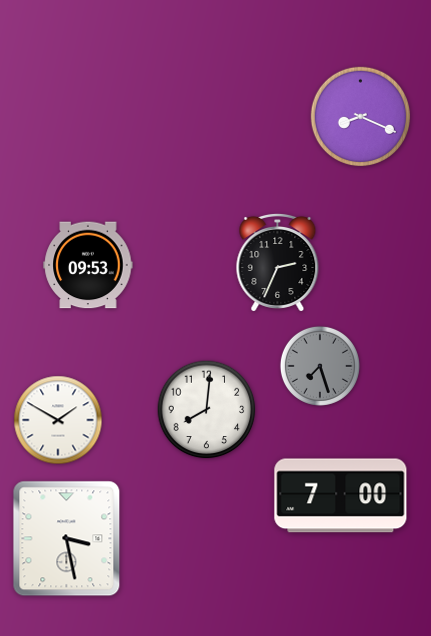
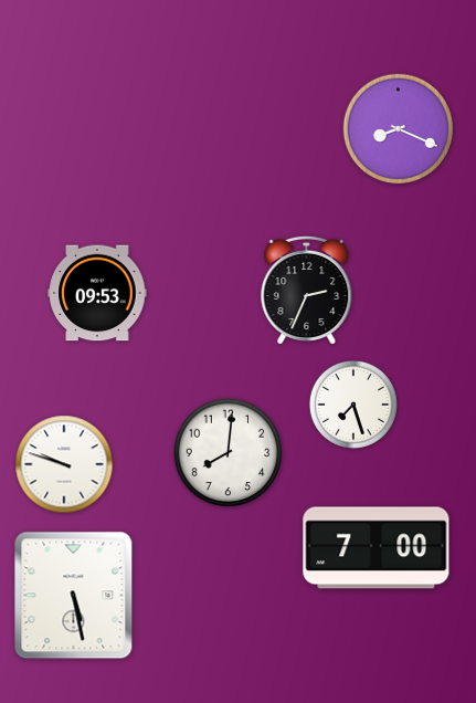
clock at (320, 366) dial: grey -> white
clock at (58, 420): 1:50 -> 9:48
clock at (67, 539): 3:28 -> 5:28
